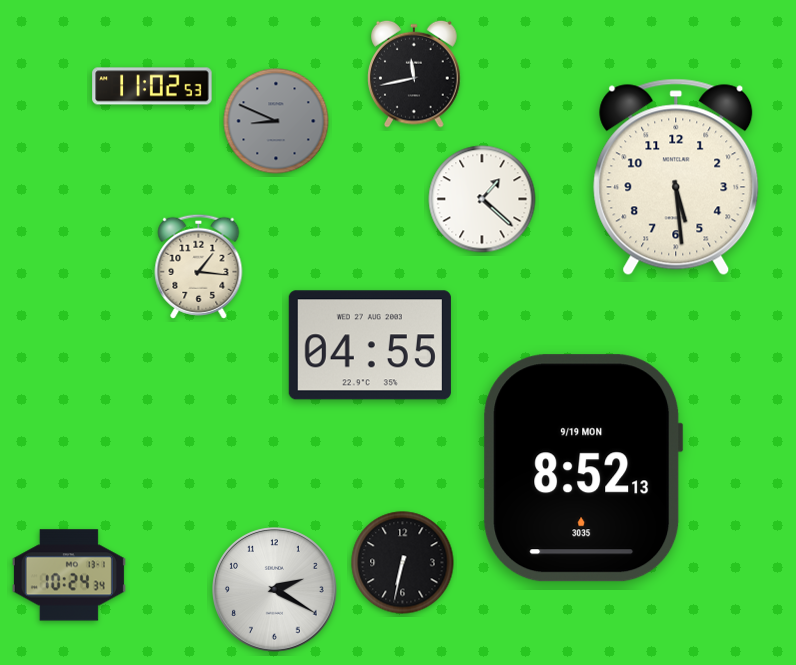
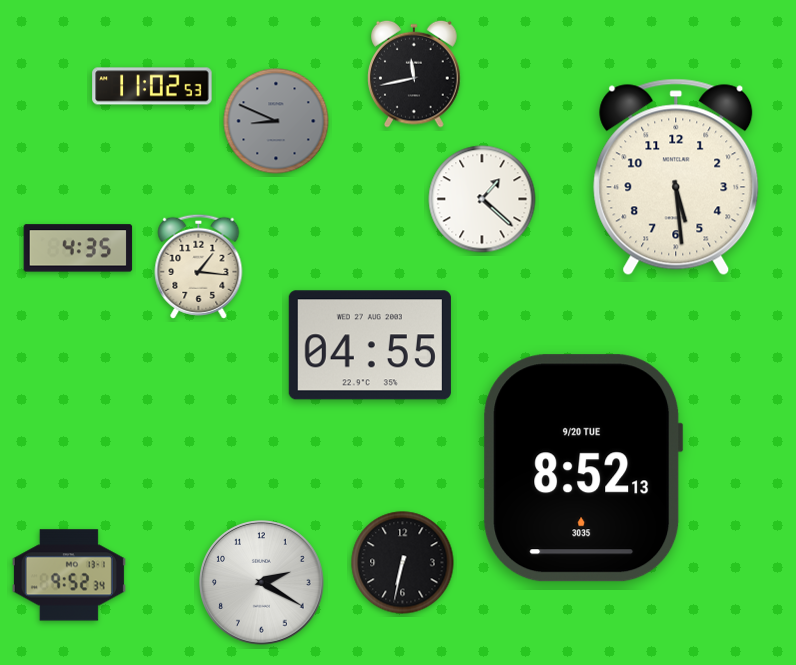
clock at (78, 248): none -> 4:35
clock at (583, 468) date: 9/19 MON -> 9/20 TUE
clock at (69, 575): 10:24 -> 9:52
clock at (275, 590) position: (275, 590) -> (262, 583)
